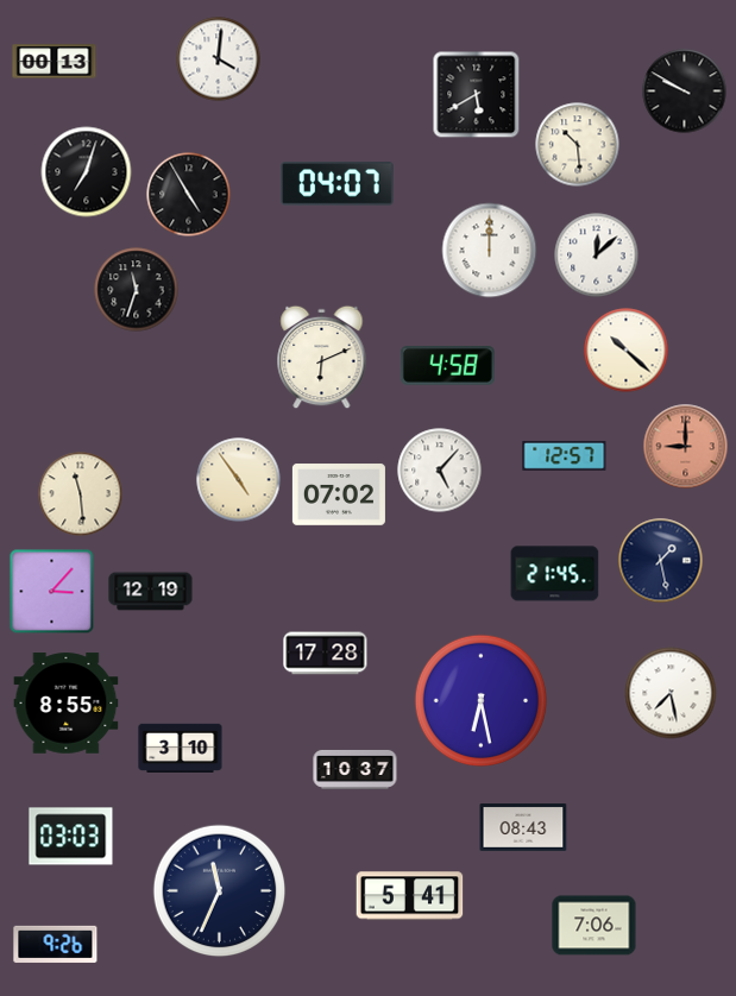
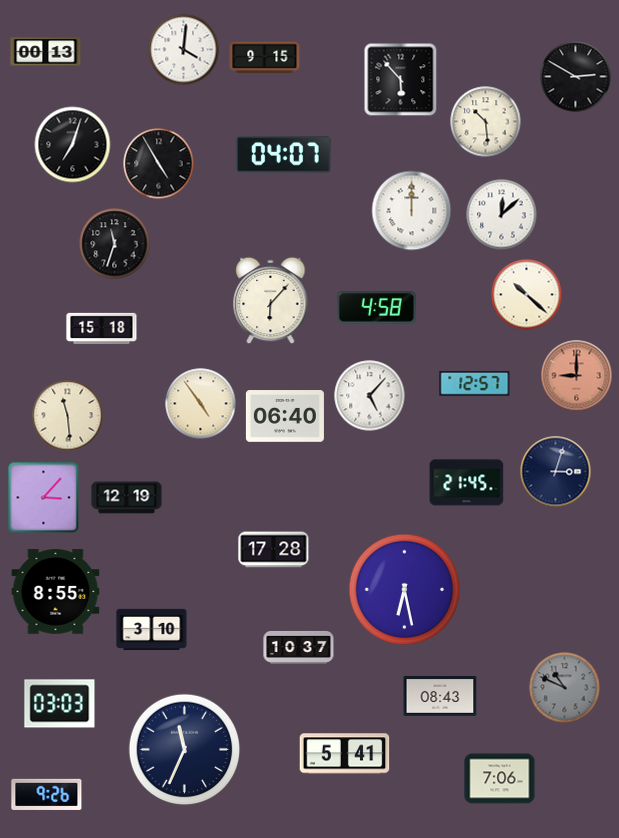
clock at (265, 58): none -> 9:15
clock at (685, 92): 9:50 -> 2:50
clock at (477, 95): 5:40 -> 5:53
clock at (322, 358): 6:11 -> 6:07
clock at (102, 328): none -> 15:18
clock at (339, 494): 07:02 -> 06:40
clock at (661, 561): 1:28 -> 3:03
clock at (671, 693): 7:28 -> none
clock at (565, 688): none -> 10:49
